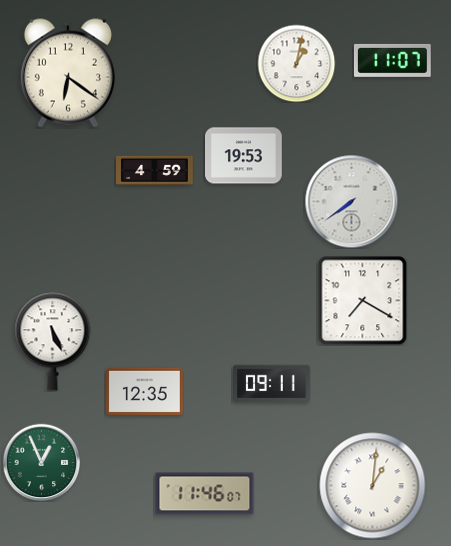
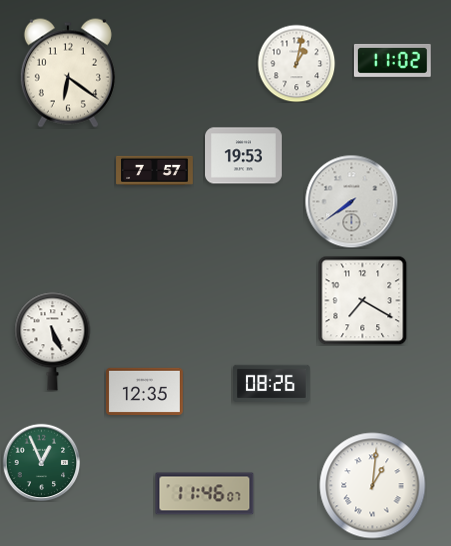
clock at (392, 60): 11:07 -> 11:02
clock at (155, 170): 4:59 -> 7:57
clock at (272, 384): 09:11 -> 08:26
